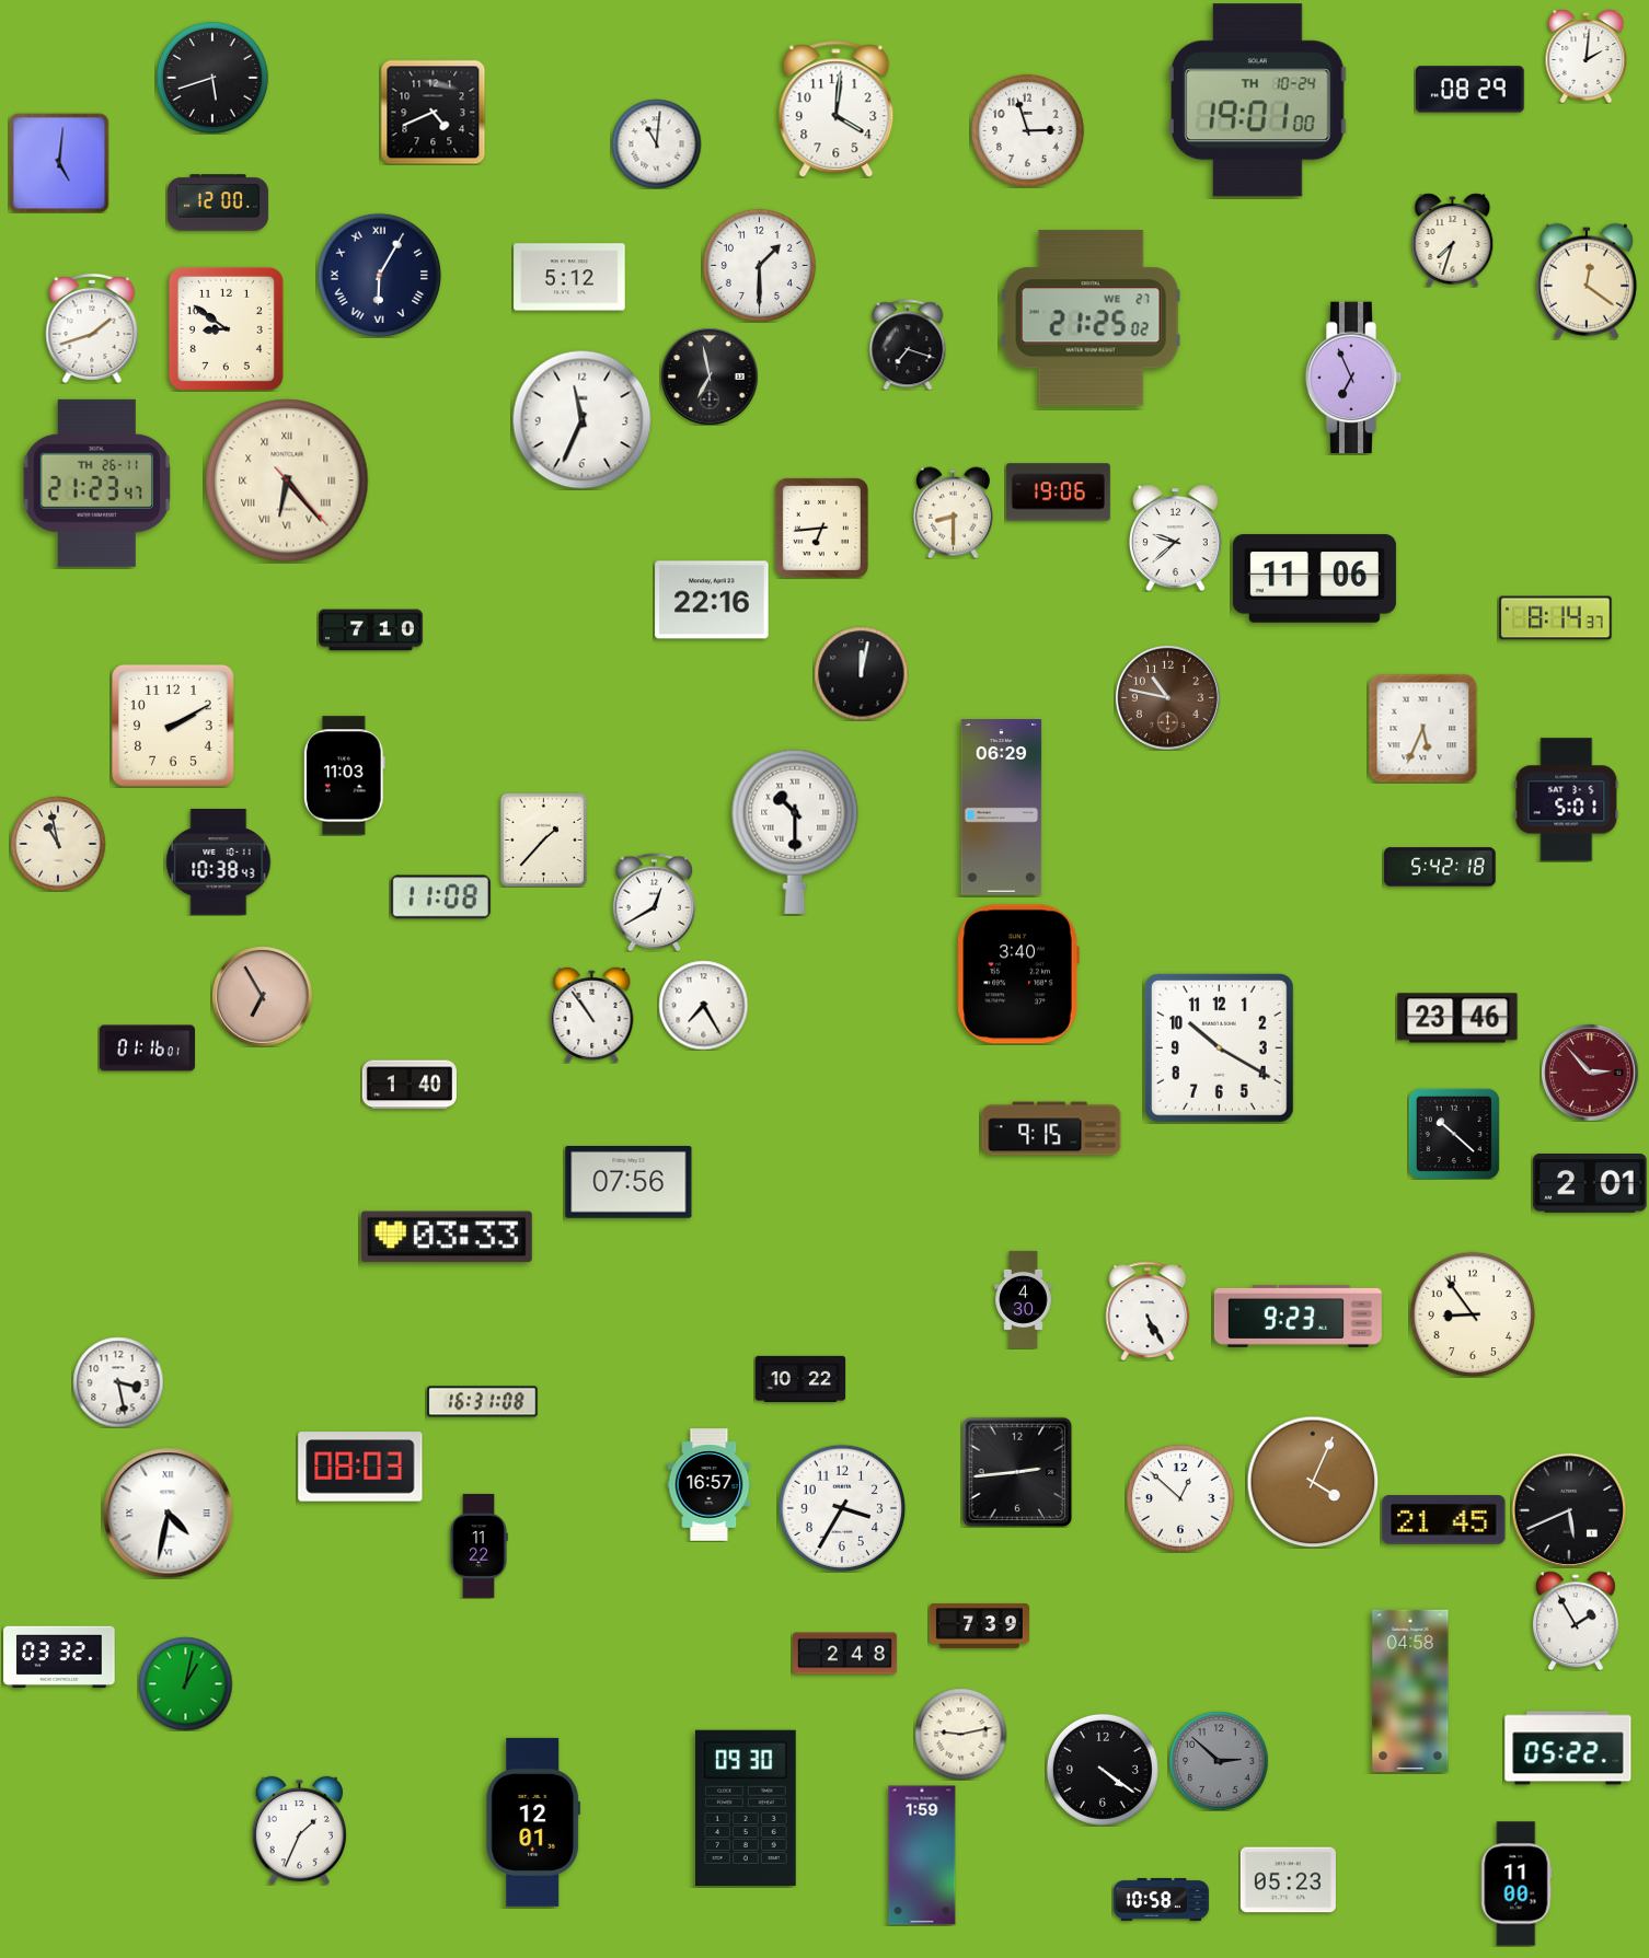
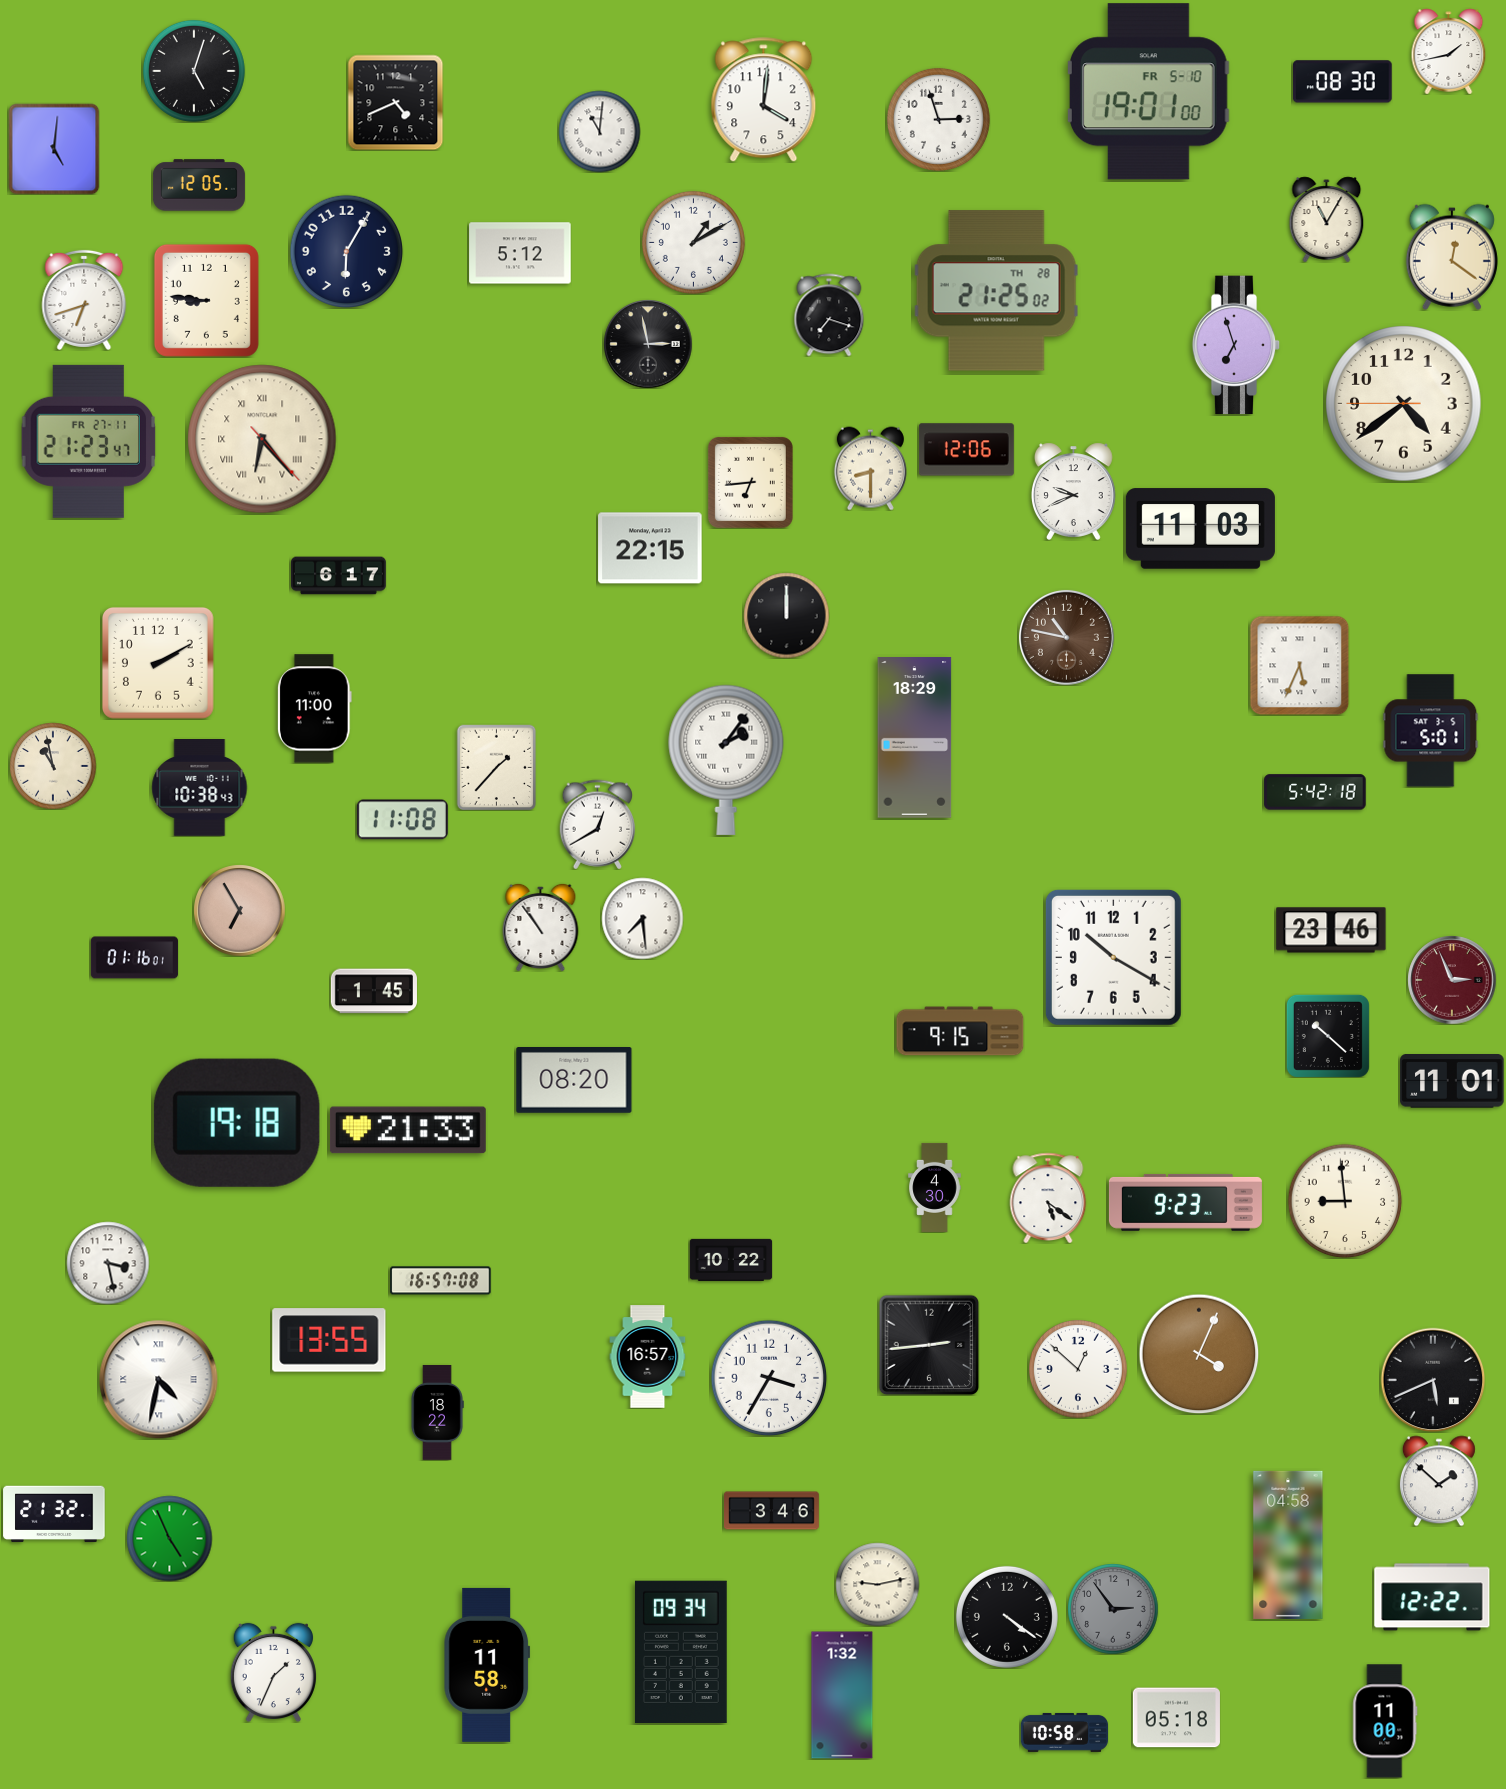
clock at (1587, 56): 2:01 -> 1:43
clock at (212, 78): 5:42 -> 5:03
clock at (1471, 90): 08:29 -> 08:30
clock at (1257, 101) date: TH 10-24 -> FR 5-10
clock at (218, 202): 12:00 -> 12:05
clock at (1453, 240): 7:33 -> 11:05
clock at (759, 265): 1:30 -> 1:10
clock at (379, 275) numerals: Roman -> Arabic
clock at (1587, 281) position: (1587, 281) -> (1452, 257)
clock at (1091, 318) date: WE 27 -> TH 28
clock at (92, 328): 1:42 -> 6:42
clock at (226, 328): 8:51 -> 8:46
clock at (710, 376): 6:58 -> 2:58
clock at (1353, 378): 6:56 -> 6:57
clock at (581, 419): 11:34 -> none
clock at (1404, 404): none -> 4:38
clock at (97, 483) date: TH 26-11 -> FR 27-11
clock at (1058, 493): 19:06 -> 12:06
clock at (1175, 537): 9:38 -> 9:41
clock at (1314, 579): 11:06 -> 11:03
clock at (712, 600): 22:16 -> 22:15
clock at (1556, 618): 8:14 -> none
clock at (371, 630): 7:10 -> 6:17
clock at (861, 673): 12:02 -> 12:00
clock at (345, 776): 11:03 -> 11:00
clock at (1002, 808): 06:29 -> 18:29
clock at (795, 832): 10:30 -> 2:06
clock at (58, 844) position: (58, 844) -> (53, 766)
clock at (1018, 974): 3:40 -> none
clock at (703, 1005): 7:25 -> 7:29
clock at (1590, 1073): 2:53 -> 2:56
clock at (410, 1085): 1:40 -> 1:45
clock at (629, 1183): 07:56 -> 08:20
clock at (1590, 1184): 2:01 -> 11:01
clock at (237, 1123): none -> 19:18
clock at (447, 1237): 03:33 -> 21:33
clock at (1148, 1310): 5:25 -> 5:21
clock at (1473, 1314): 8:54 -> 8:59
clock at (483, 1402): 16:31 -> 16:57
clock at (360, 1467): 08:03 -> 13:55
clock at (169, 1514) position: (169, 1514) -> (159, 1380)
clock at (1444, 1520): 21:45 -> none
clock at (478, 1545): 11:22 -> 18:22
clock at (1576, 1621): 1:55 -> 1:52
clock at (979, 1626): 7:39 -> none
clock at (845, 1654): 2:48 -> 3:46
clock at (59, 1657): 03:32 -> 21:32
clock at (185, 1683): 1:02 -> 4:56
clock at (1568, 1748): 05:22 -> 12:22
clock at (1219, 1761): 2:52 -> 2:54
clock at (746, 1807): 09:30 -> 09:34
clock at (533, 1822): 12:01 -> 11:58
clock at (922, 1855): 1:59 -> 1:32
clock at (1288, 1880): 05:23 -> 05:18
clock at (1161, 1899) position: (1161, 1899) -> (1064, 1732)
